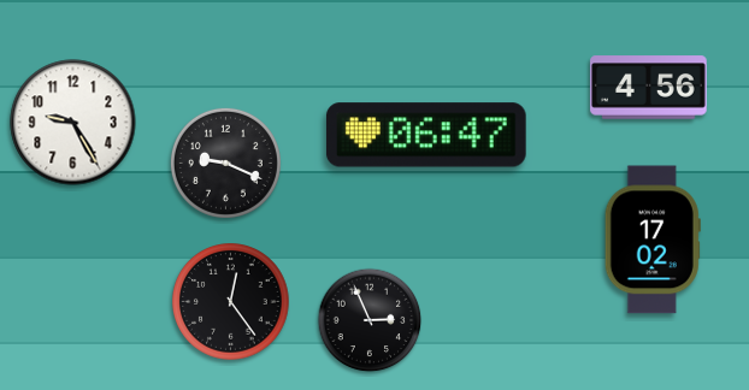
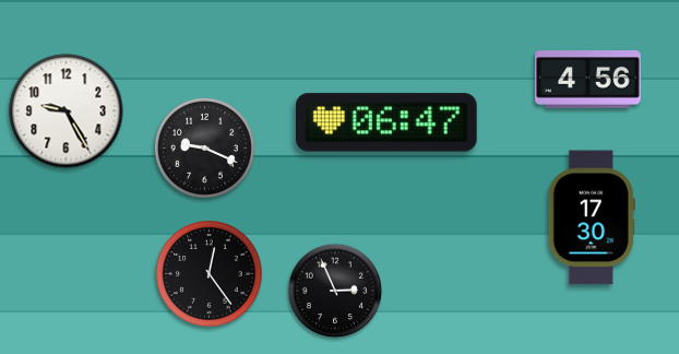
clock at (653, 240): 17:02 -> 17:30
